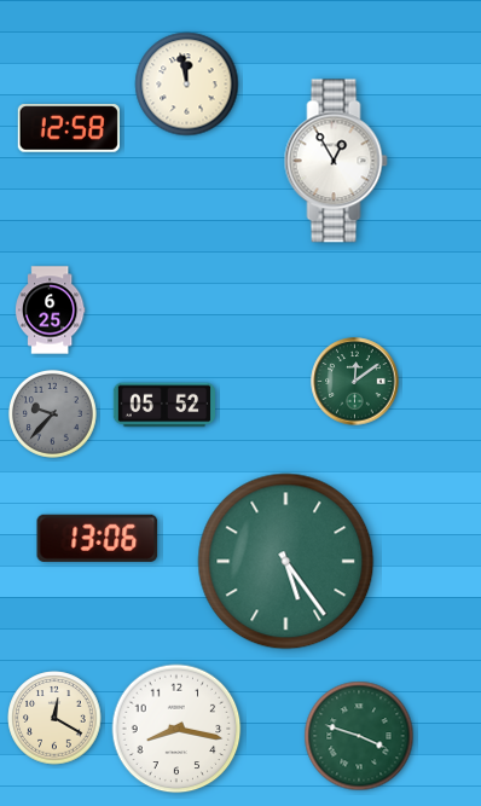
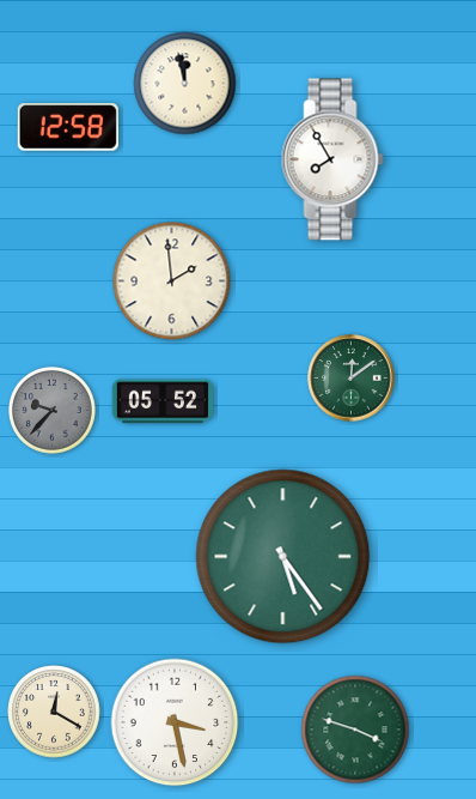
clock at (336, 161): 12:55 -> 7:55
clock at (172, 282): none -> 1:59
clock at (50, 311): 6:25 -> none
clock at (98, 538): 13:06 -> none
clock at (176, 729): 8:17 -> 3:28
